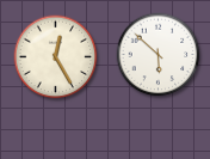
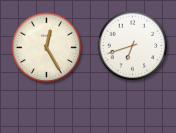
clock at (159, 55): 5:52 -> 6:42
